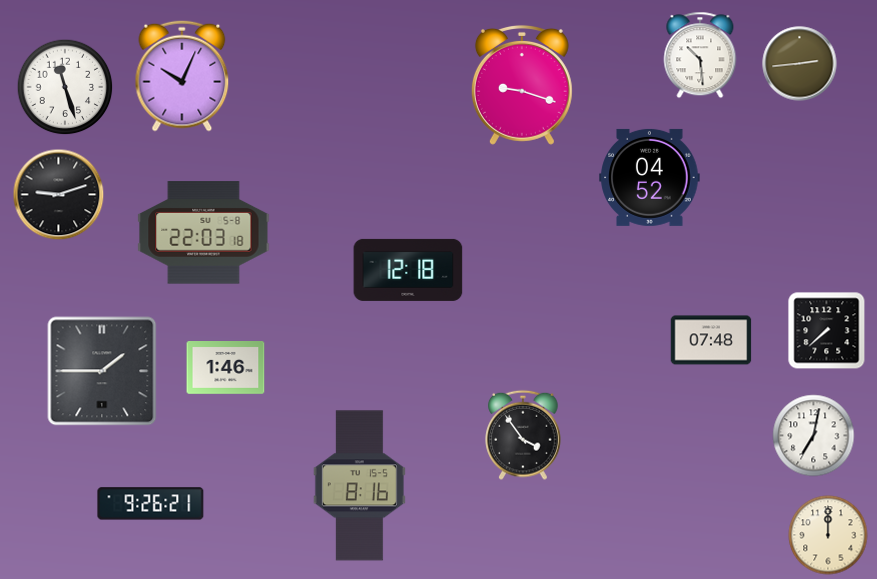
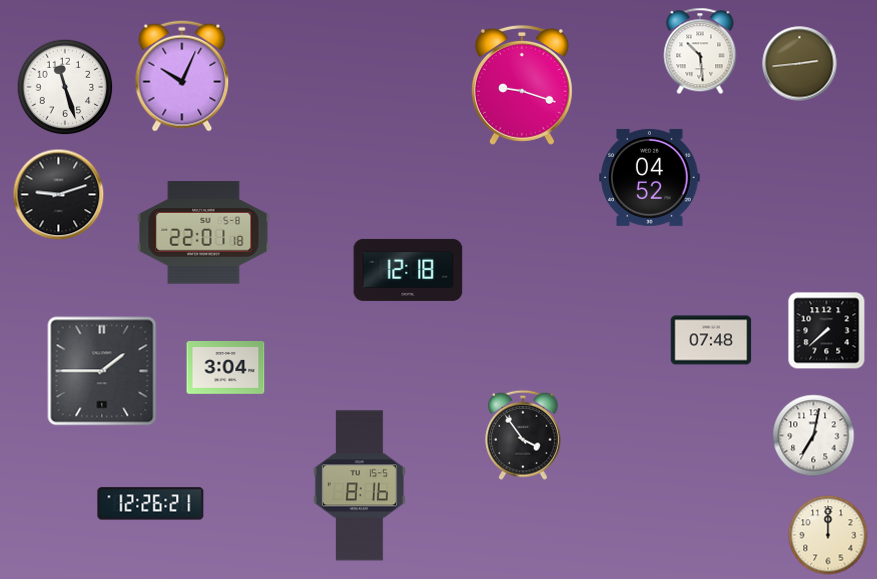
clock at (700, 55) position: (700, 55) -> (700, 51)
clock at (204, 233): 22:03 -> 22:01
clock at (226, 368): 1:46 -> 3:04
clock at (151, 504): 9:26 -> 12:26
